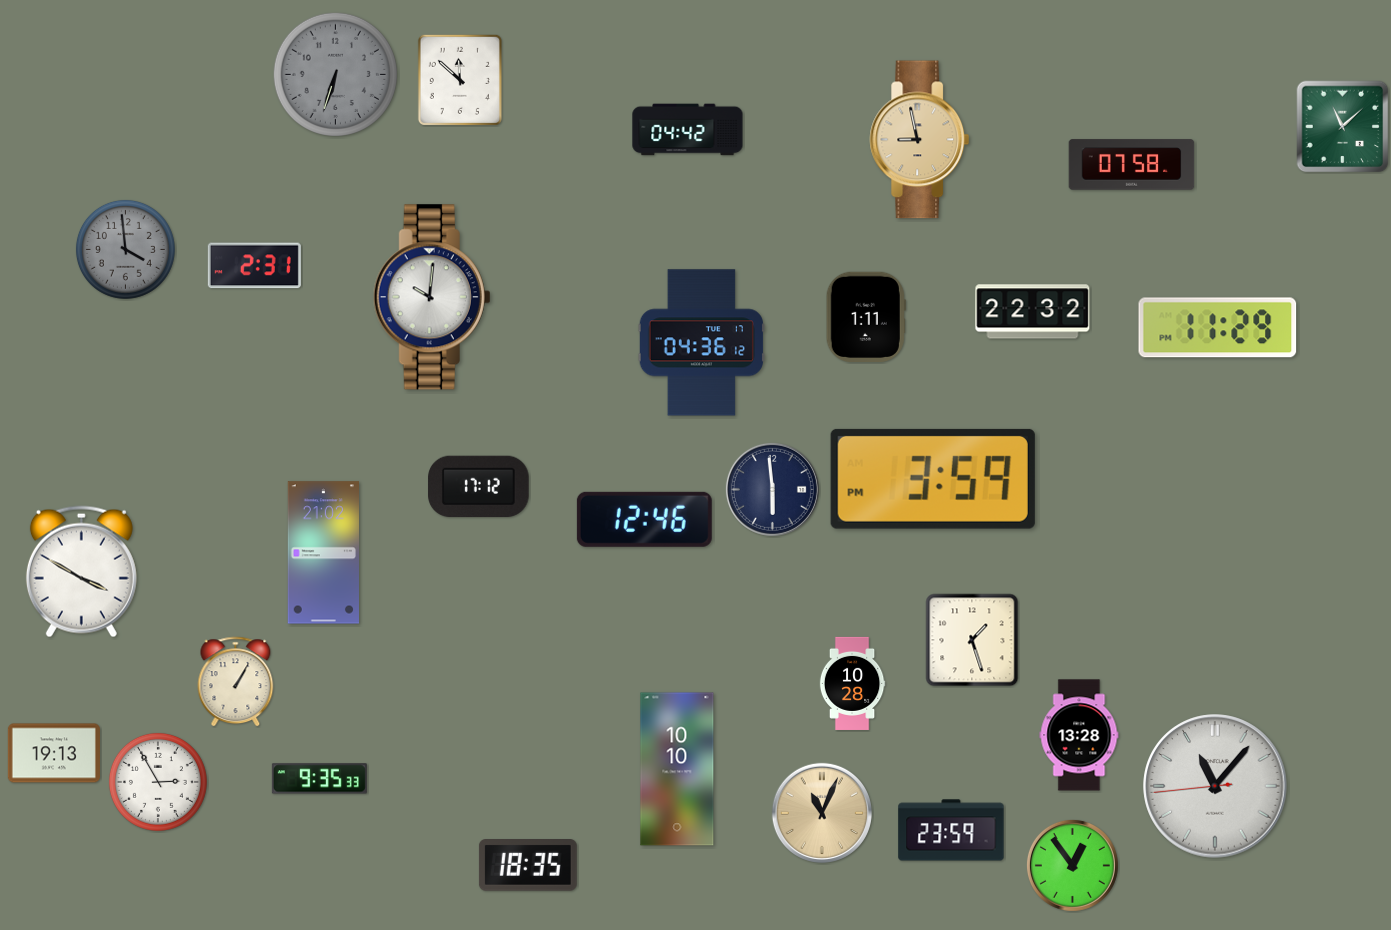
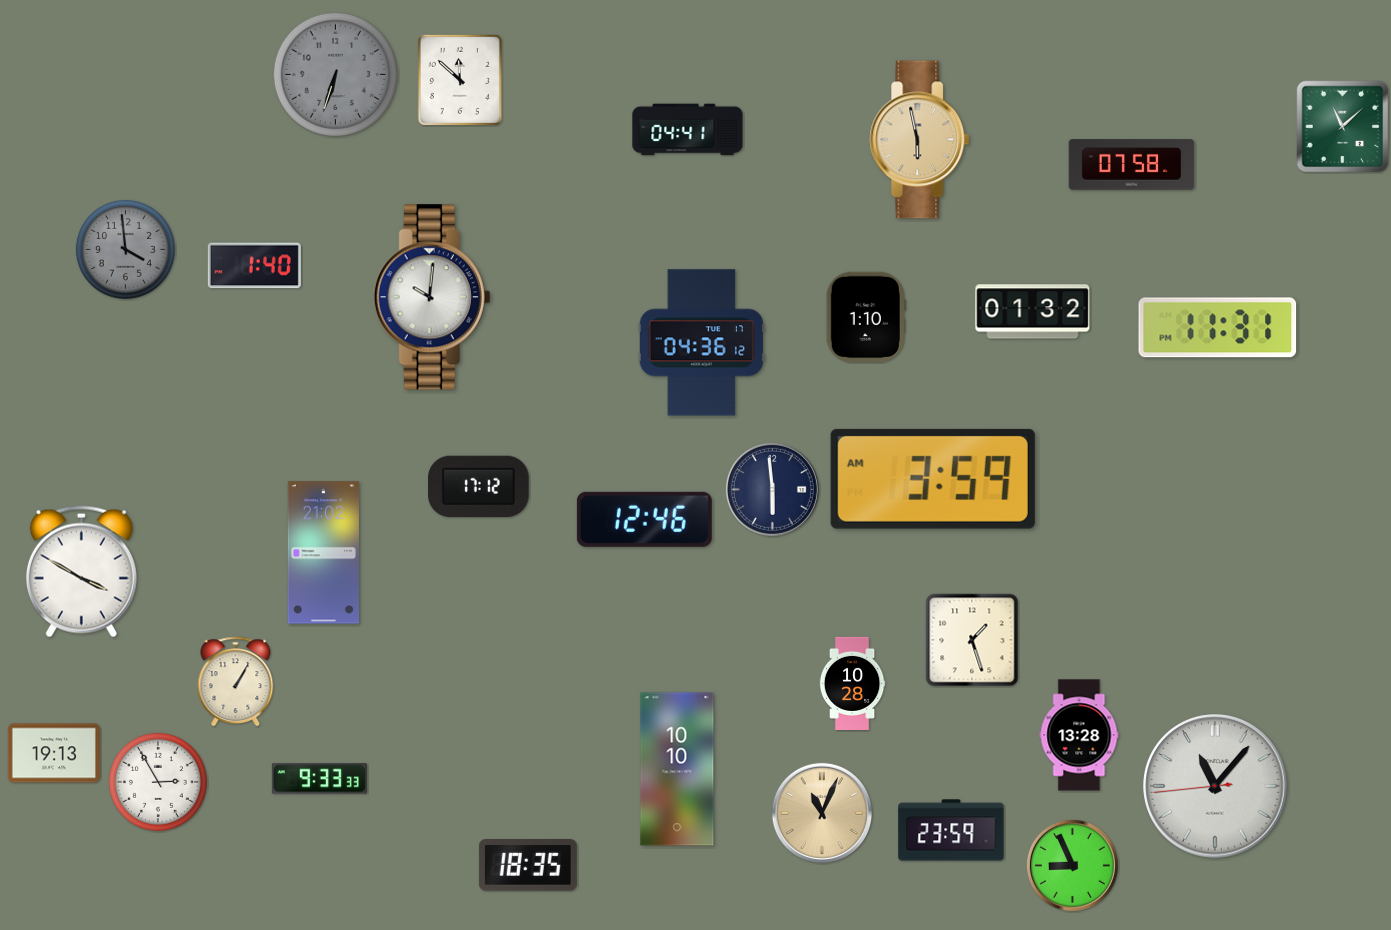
clock at (688, 130): 04:42 -> 04:41
clock at (920, 140): 8:58 -> 5:58
clock at (254, 266): 2:31 -> 1:40
clock at (1033, 312): 22:32 -> 01:32
clock at (866, 316): 1:11 -> 1:10
clock at (1218, 328): 11:29 -> 11:31
clock at (933, 479): 3:59 PM -> 3:59 AM
clock at (319, 779): 9:35 -> 9:33
clock at (1072, 865): 12:54 -> 8:56
